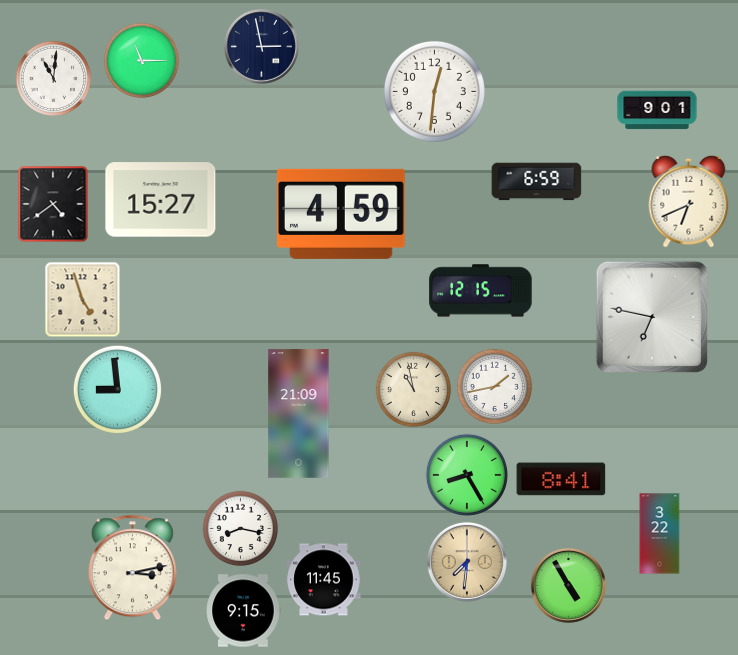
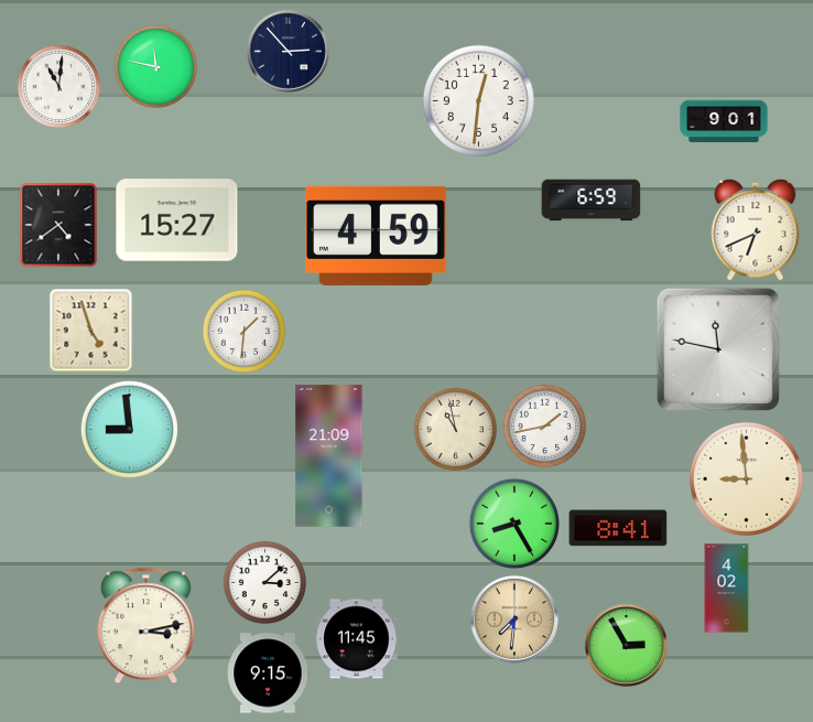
clock at (261, 46): 2:58 -> 2:53
clock at (142, 61): 11:15 -> 11:47
clock at (689, 201) position: (689, 201) -> (756, 229)
clock at (481, 291): 12:15 -> none
clock at (245, 332): none -> 1:31
clock at (652, 317): 6:47 -> 11:47
clock at (746, 478): none -> 8:59
clock at (241, 529): 8:17 -> 3:08
clock at (660, 534): 3:22 -> 4:02
clock at (568, 585): 4:55 -> 2:55
